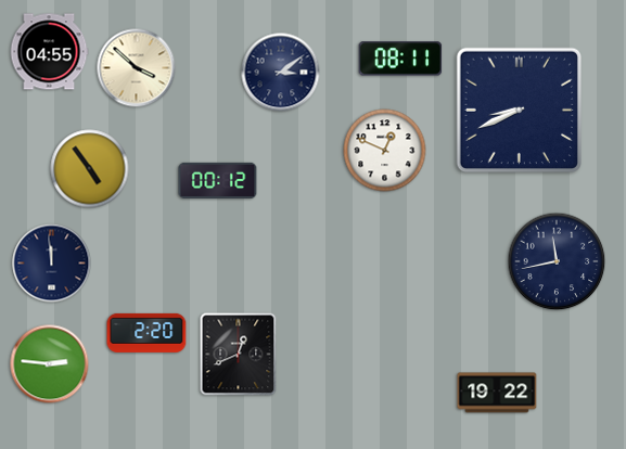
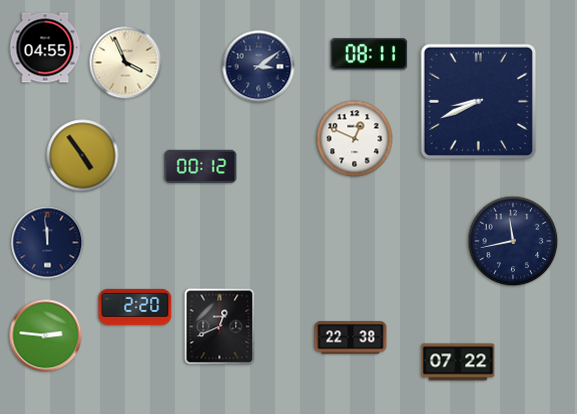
clock at (137, 68): 3:52 -> 3:56
clock at (351, 338): none -> 22:38
clock at (497, 393): 19:22 -> 07:22
